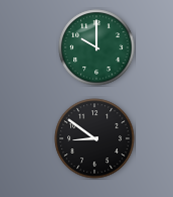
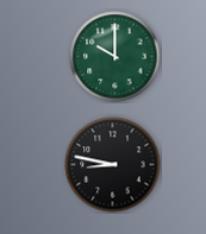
clock at (95, 139): 8:51 -> 8:47
